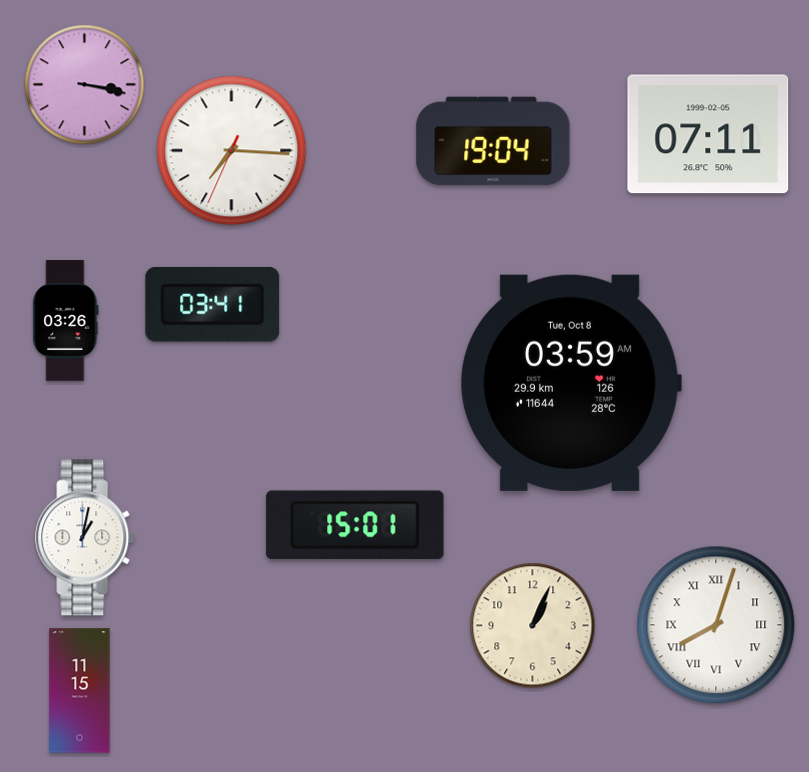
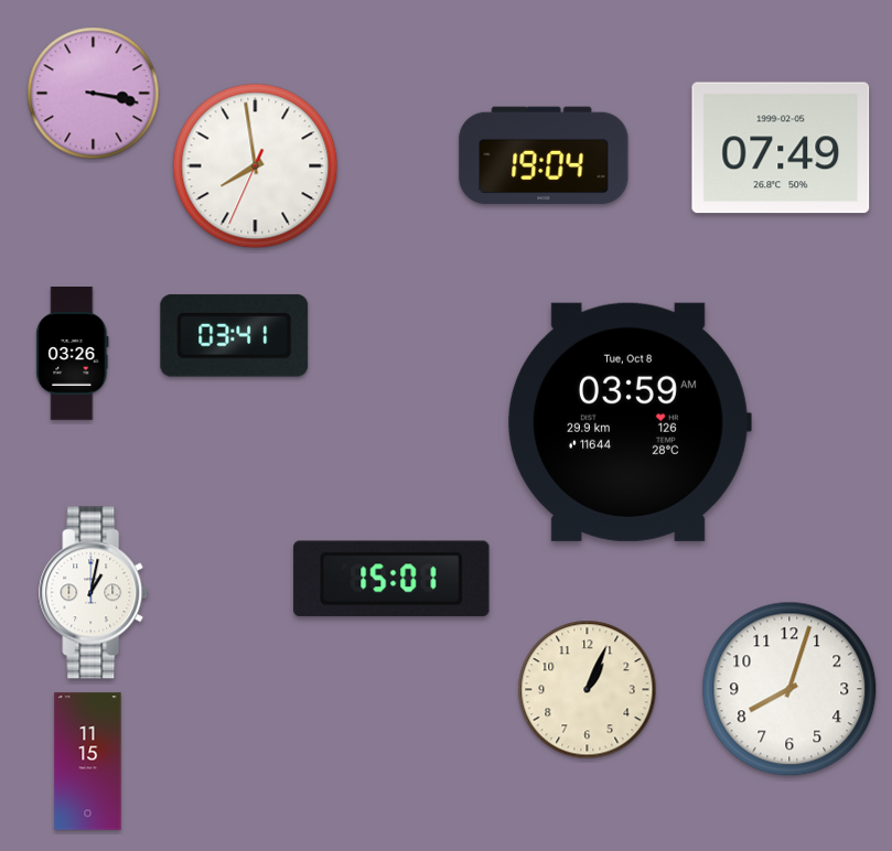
clock at (708, 134): 07:11 -> 07:49
clock at (232, 151): 7:15 -> 7:58
clock at (716, 625) numerals: Roman -> Arabic
